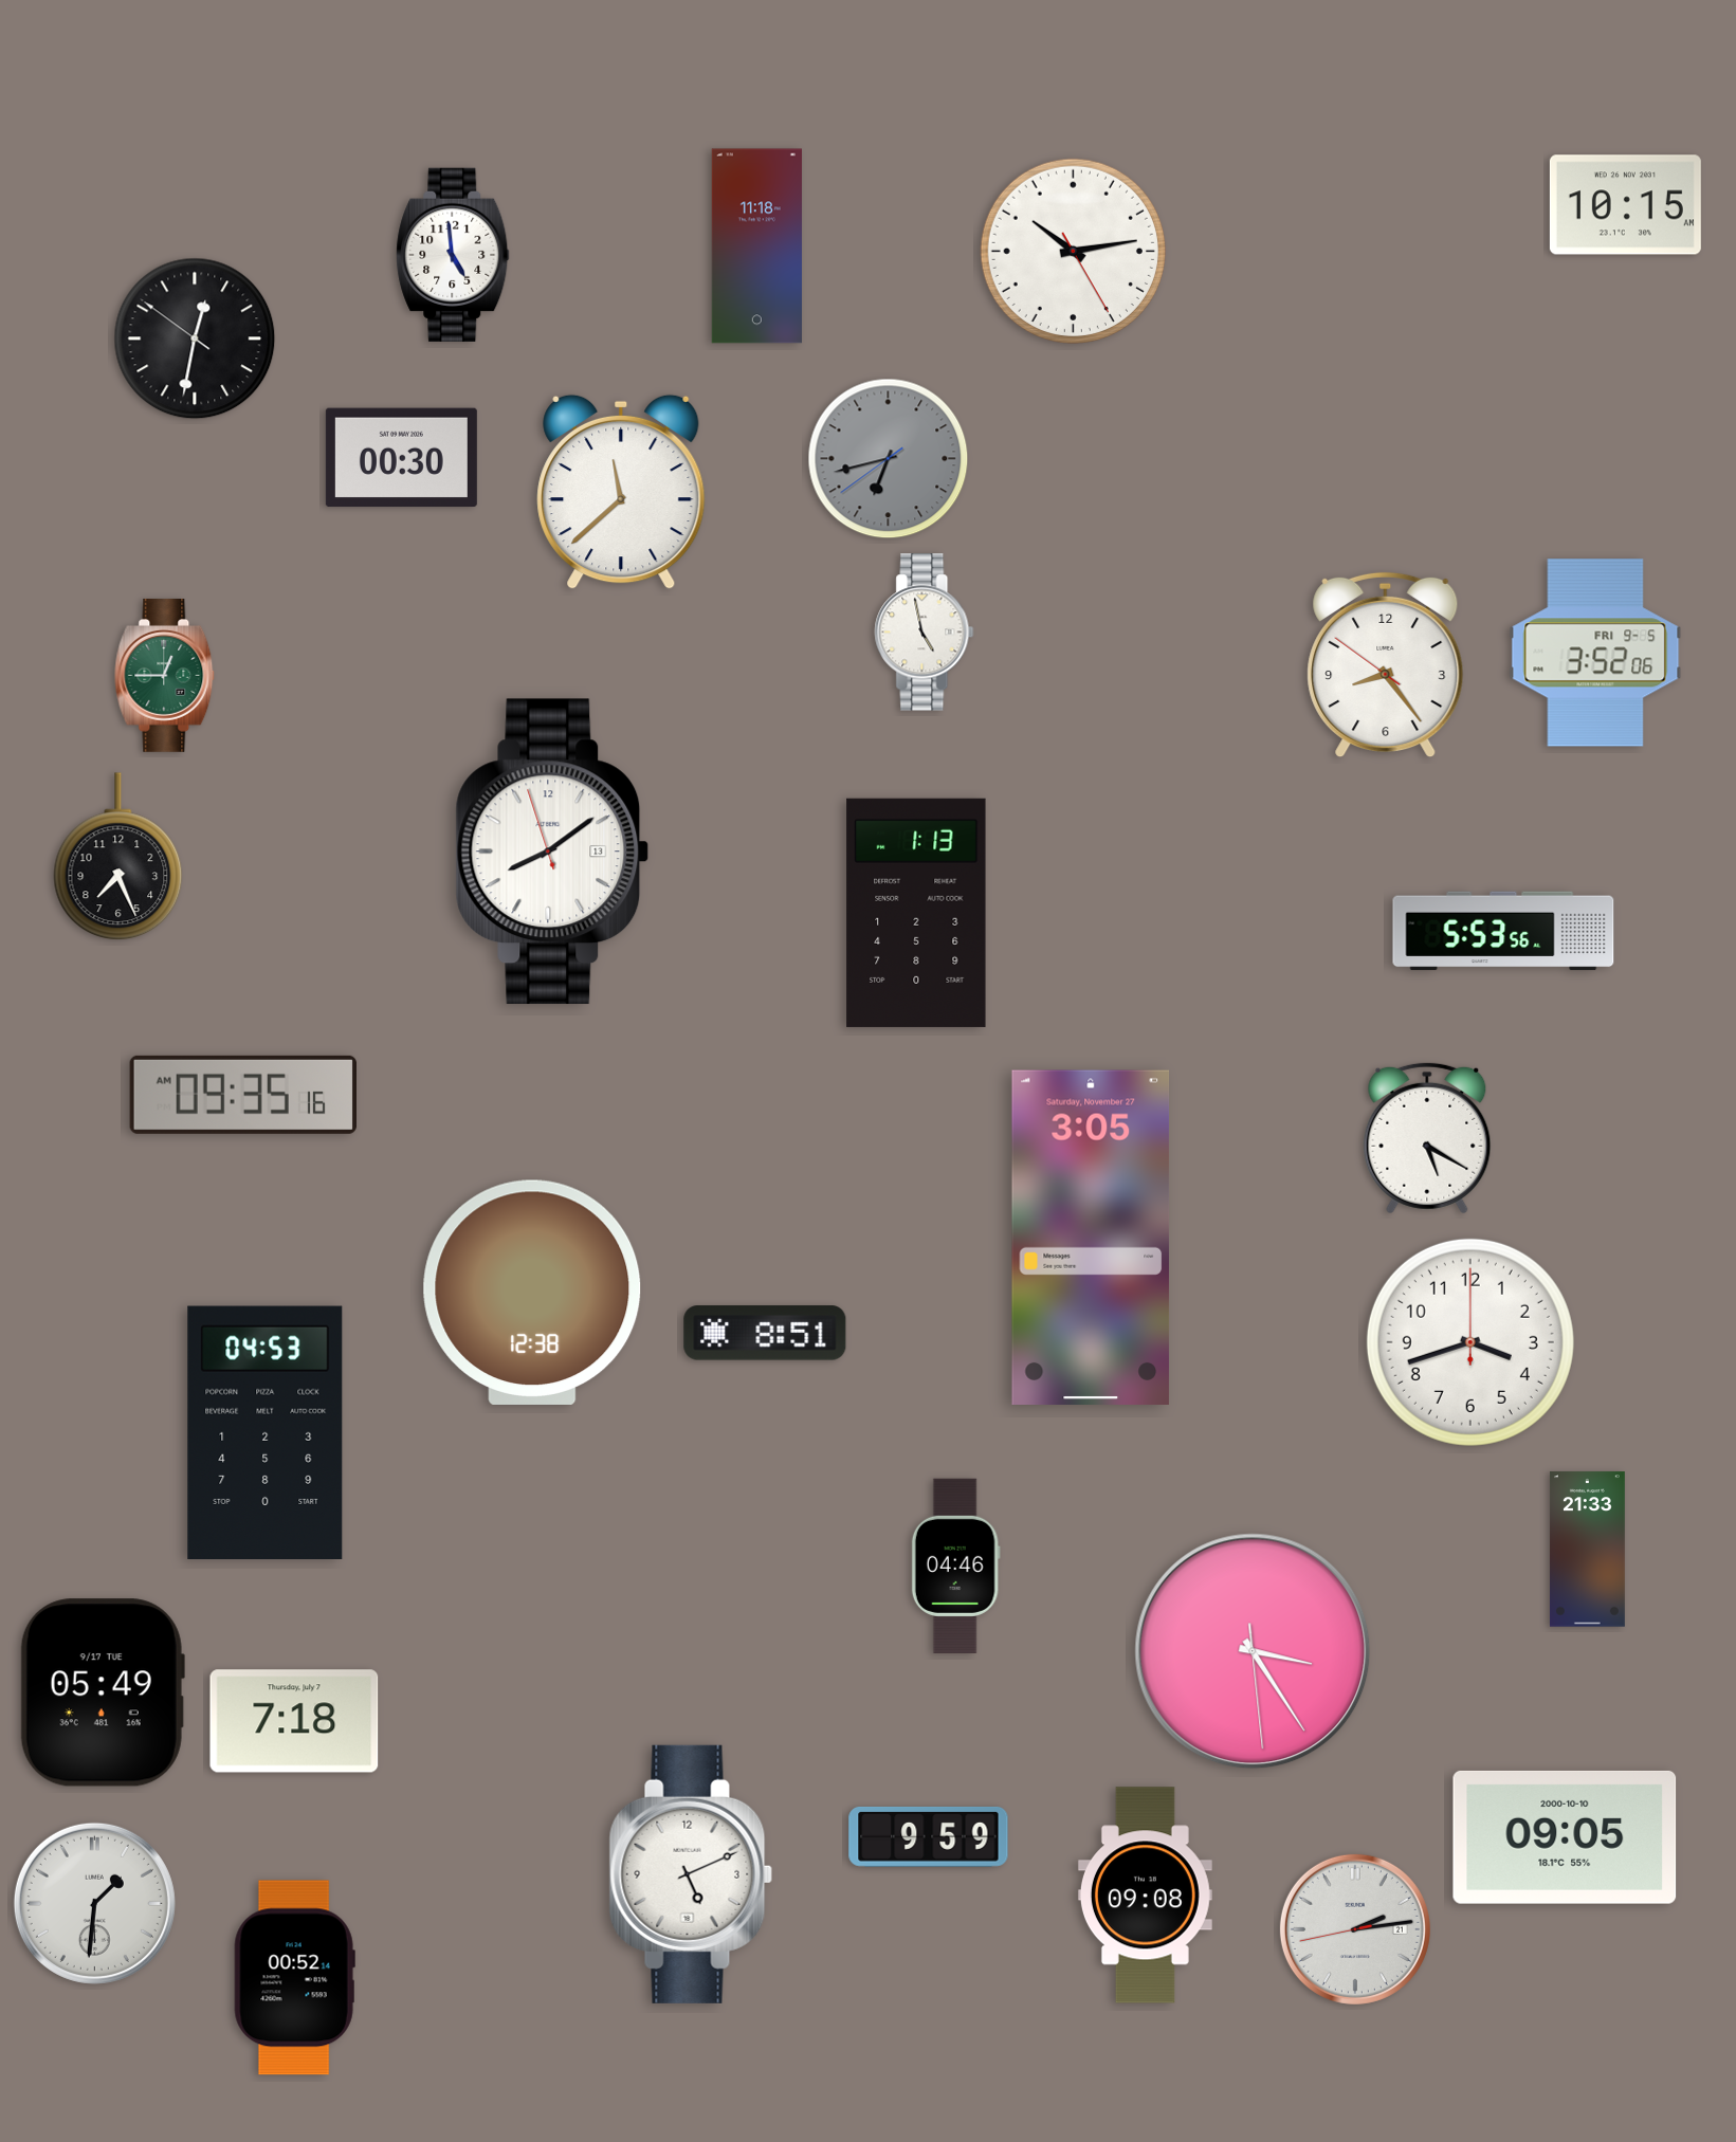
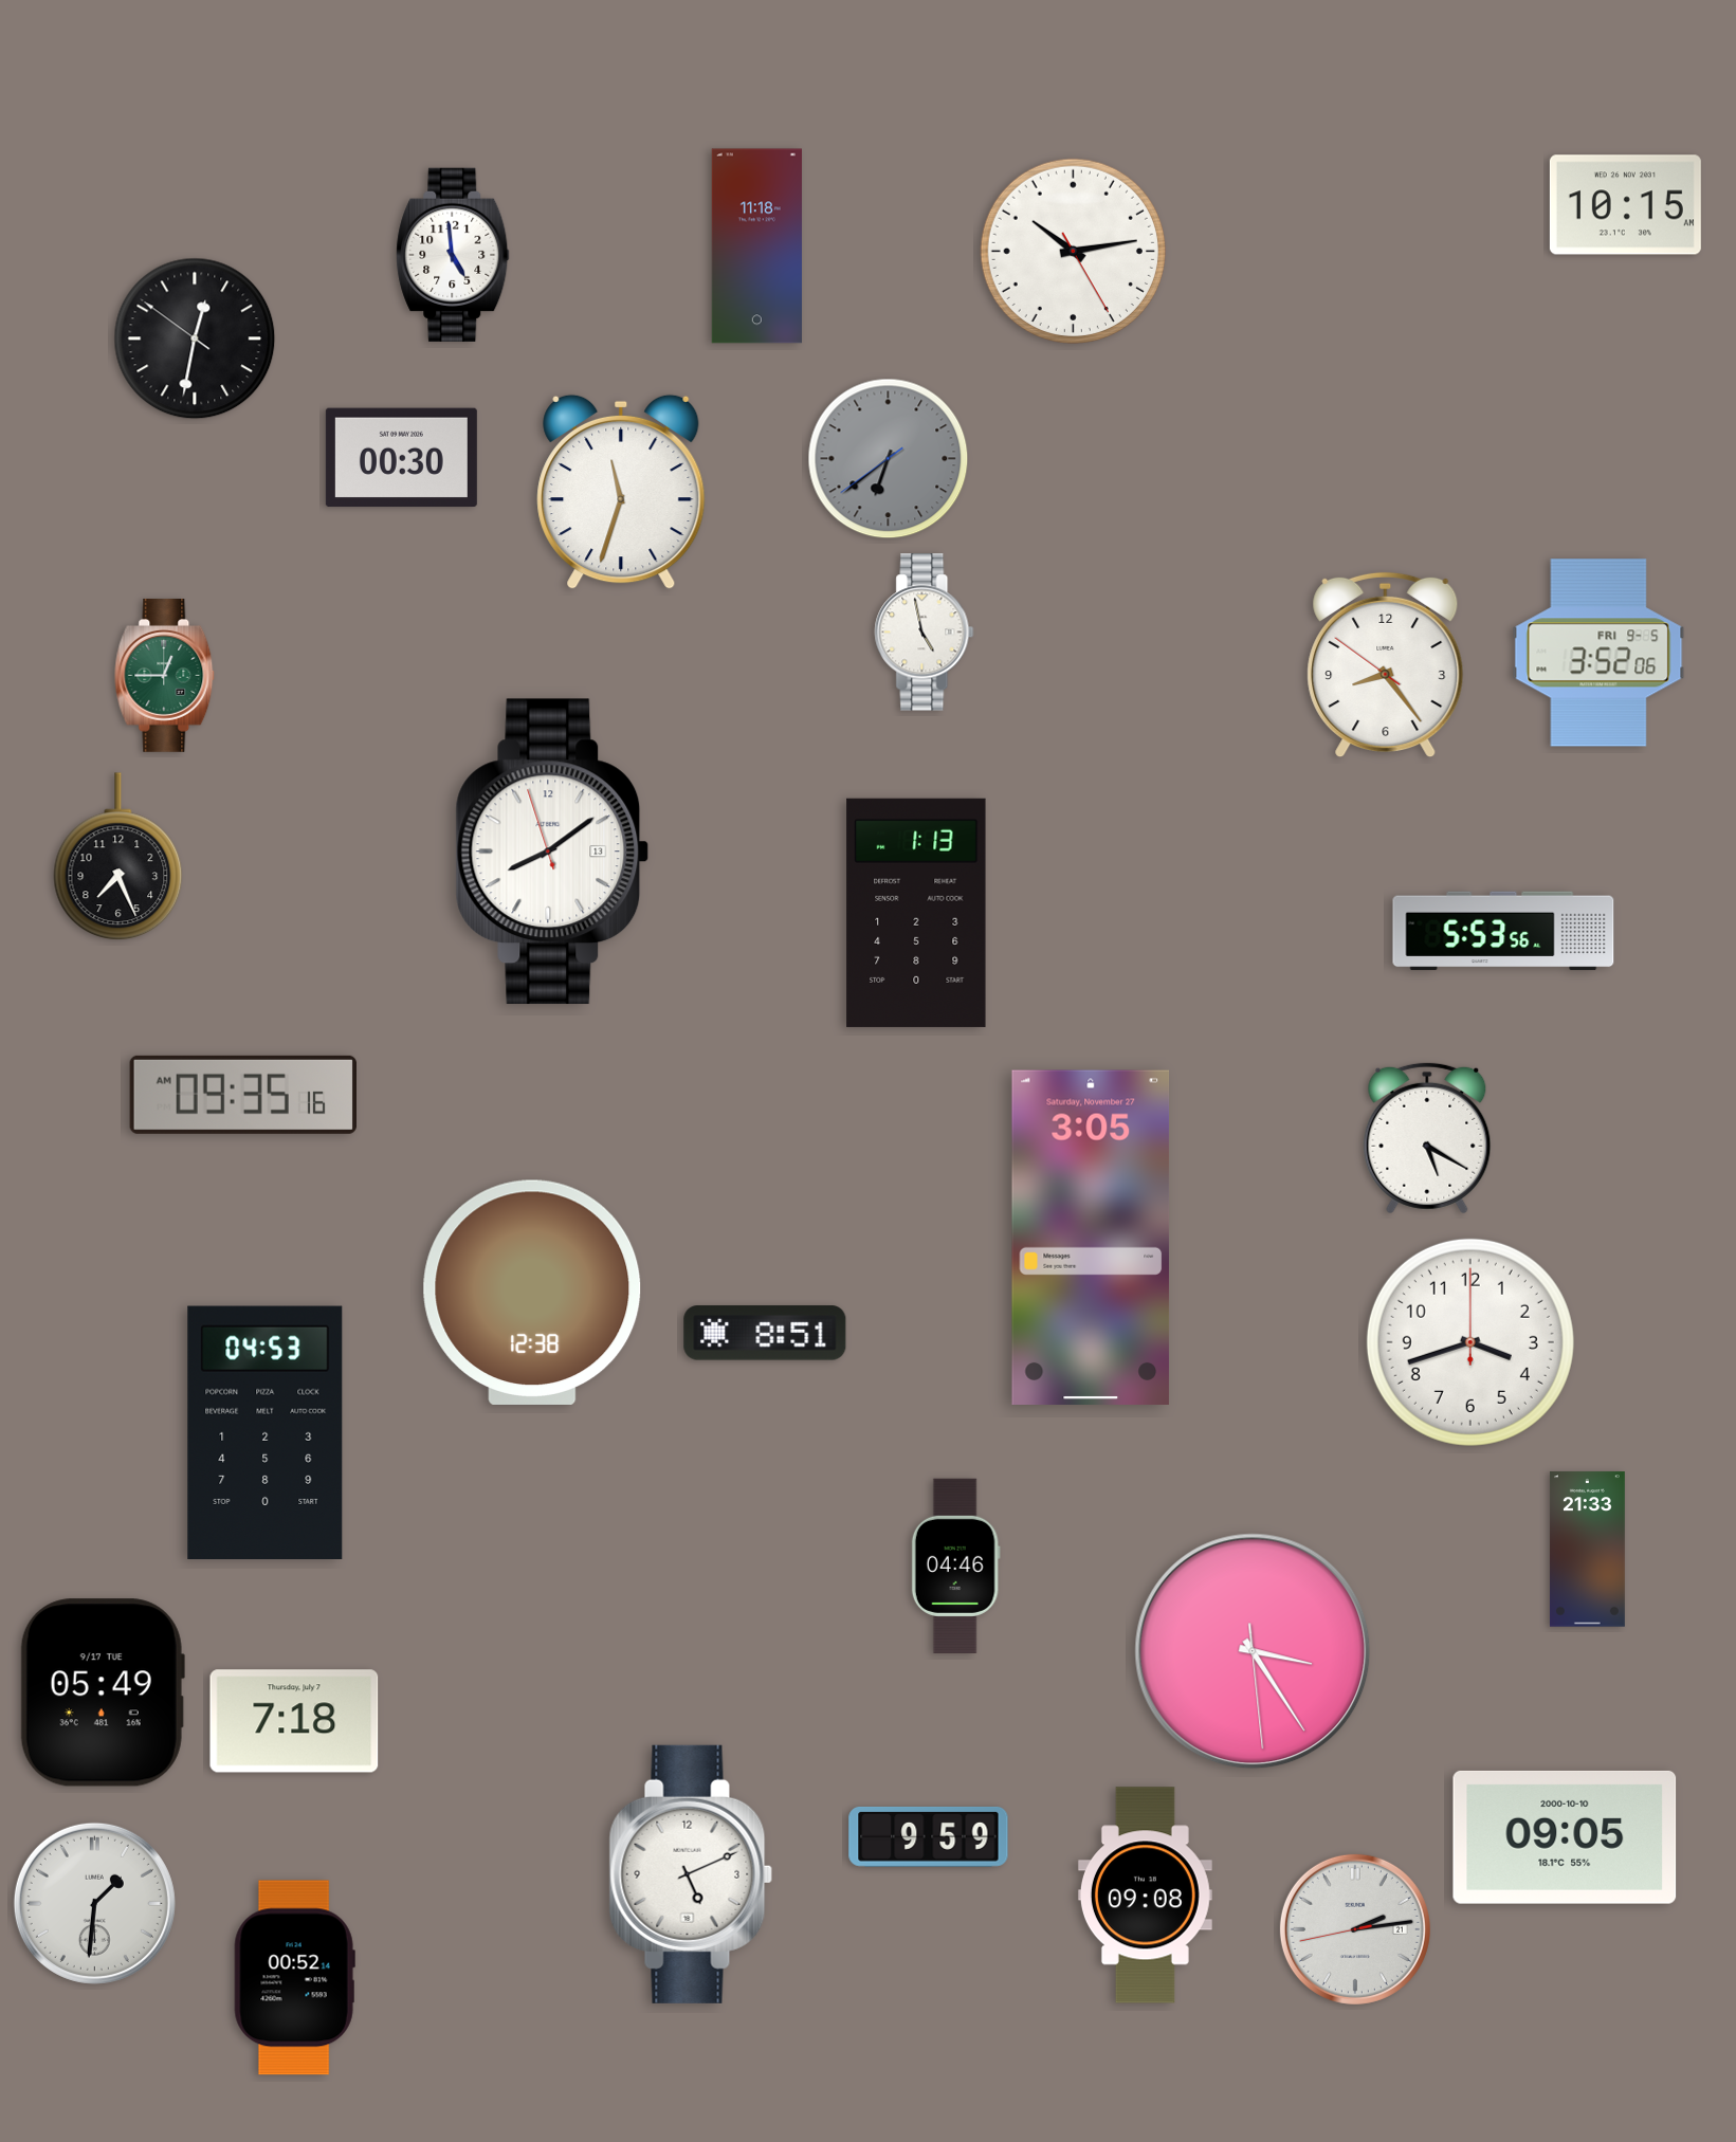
clock at (889, 459): 6:42 -> 6:38
clock at (621, 492): 11:38 -> 11:33
clock at (1595, 653) position: (1595, 653) -> (1598, 653)
